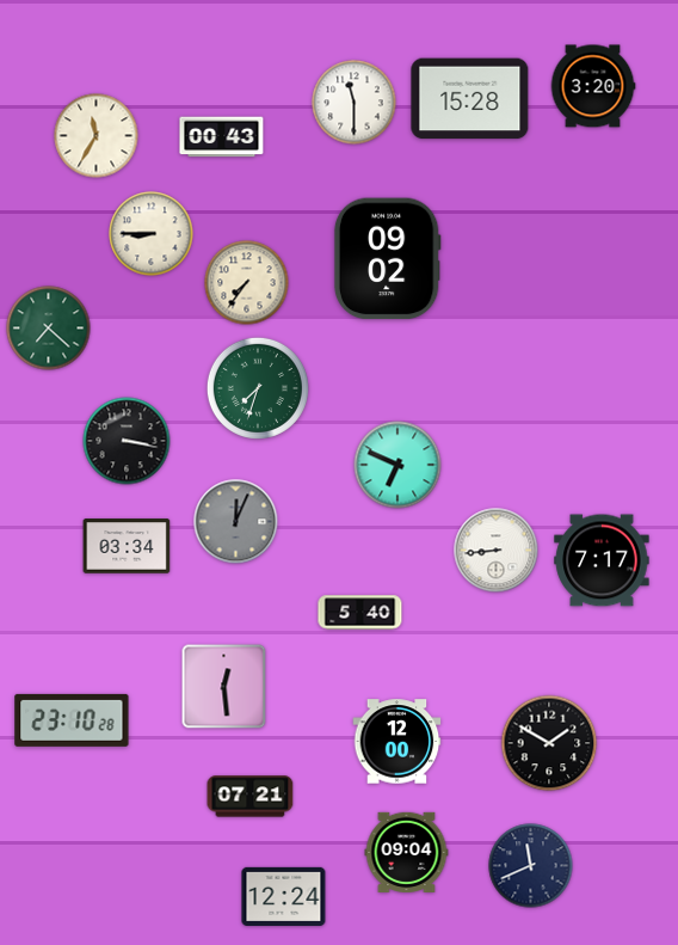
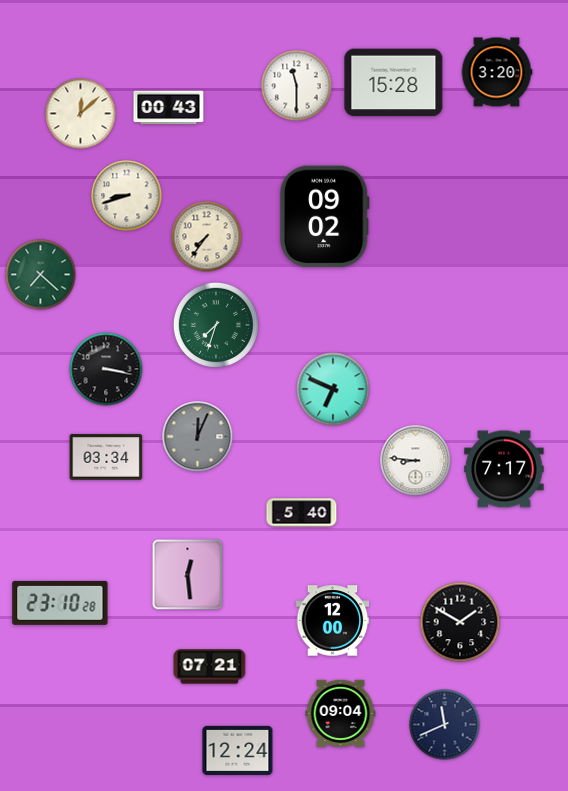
clock at (97, 136): 11:35 -> 12:08
clock at (222, 137) position: (222, 137) -> (169, 108)
clock at (152, 234): 8:45 -> 8:42
clock at (497, 551): 8:44 -> 8:46
